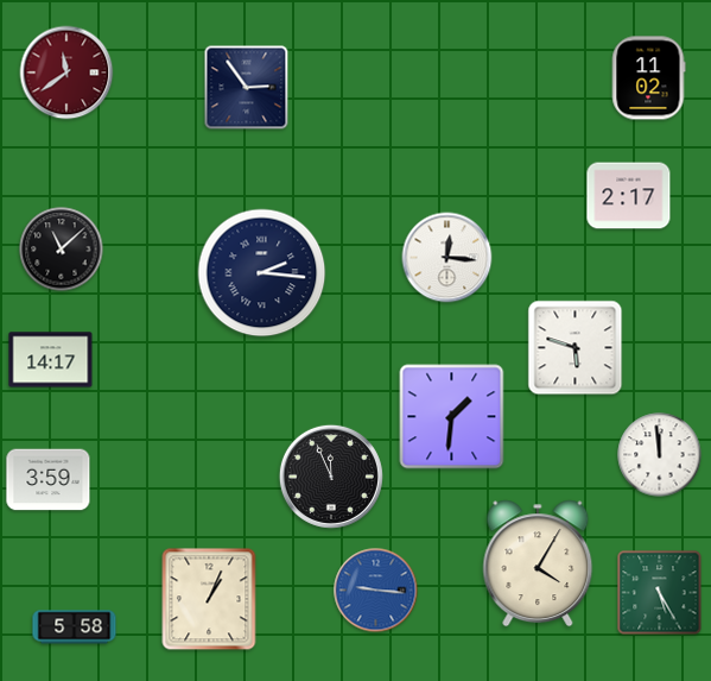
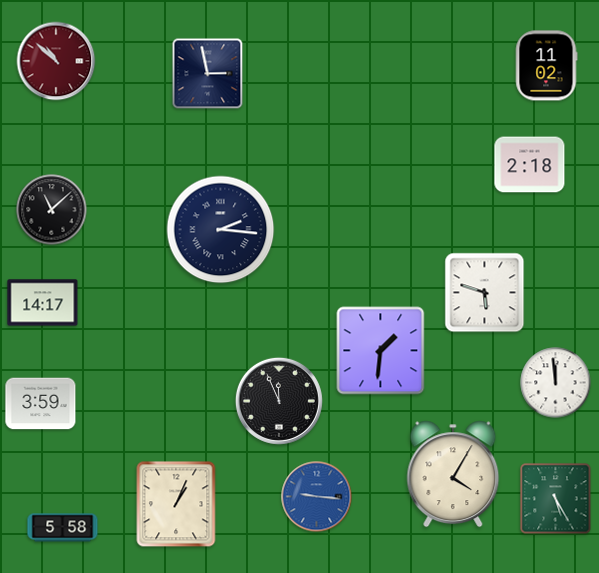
clock at (66, 72): 11:39 -> 10:52
clock at (247, 88): 2:54 -> 2:58
clock at (629, 196): 2:17 -> 2:18
clock at (447, 258): 12:16 -> none
